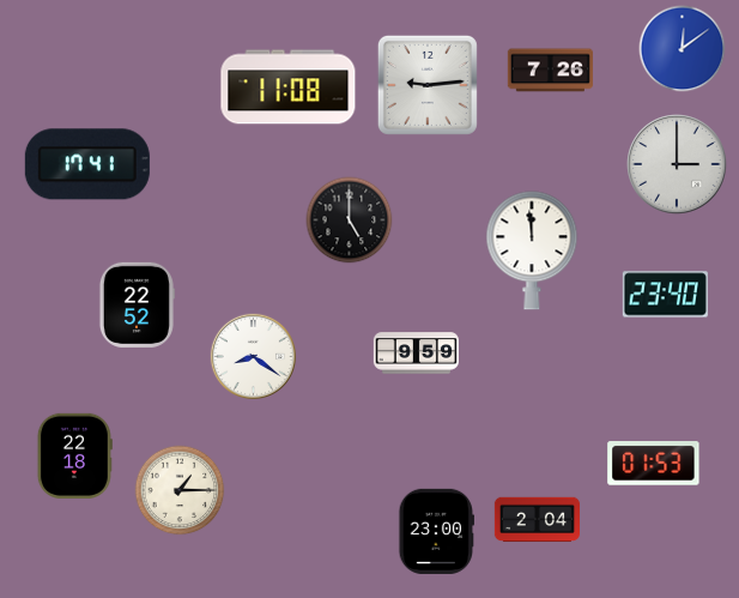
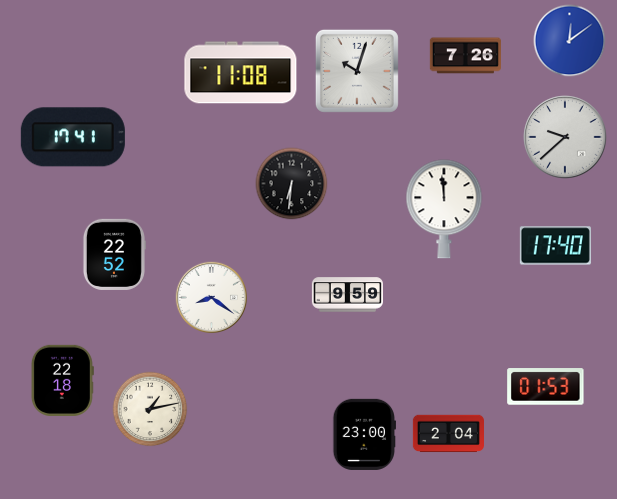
clock at (550, 71) position: (550, 71) -> (465, 56)
clock at (428, 85): 9:14 -> 10:03
clock at (677, 164): 3:00 -> 9:38
clock at (350, 221): 5:00 -> 6:31
clock at (665, 295): 23:40 -> 17:40
clock at (180, 490): 1:15 -> 1:13
clock at (436, 531) position: (436, 531) -> (364, 434)
